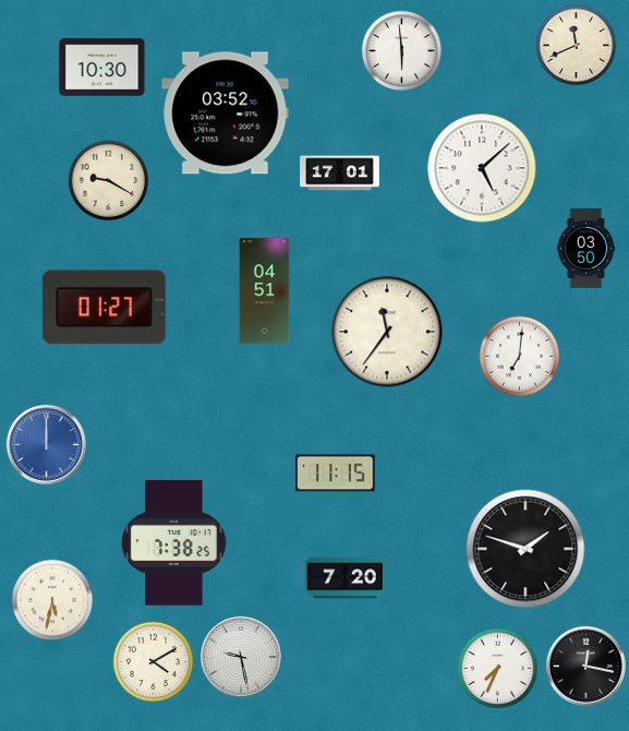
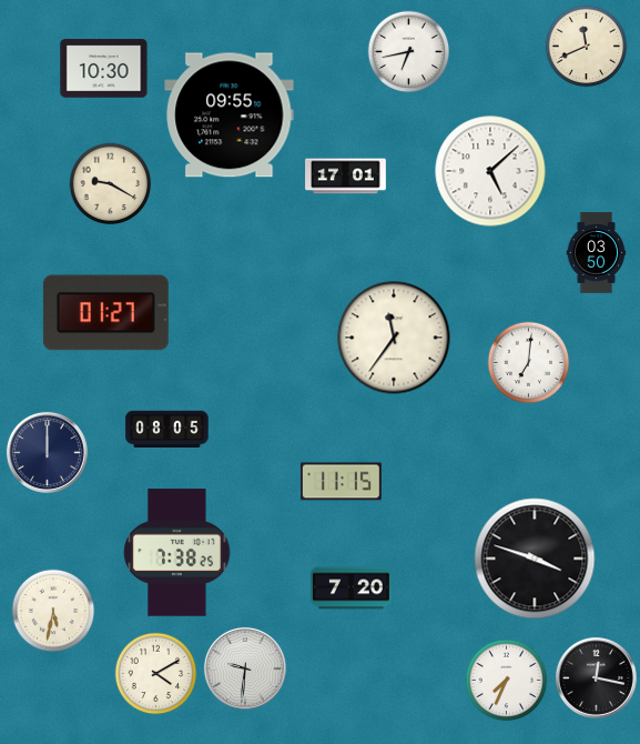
clock at (402, 51): 5:59 -> 6:43
clock at (226, 113): 03:52 -> 09:55
clock at (265, 291): 04:51 -> none
clock at (167, 429): none -> 08:05
clock at (46, 444) dial: blue -> navy
clock at (525, 549): 1:48 -> 3:48
clock at (241, 657): 9:28 -> 9:31
